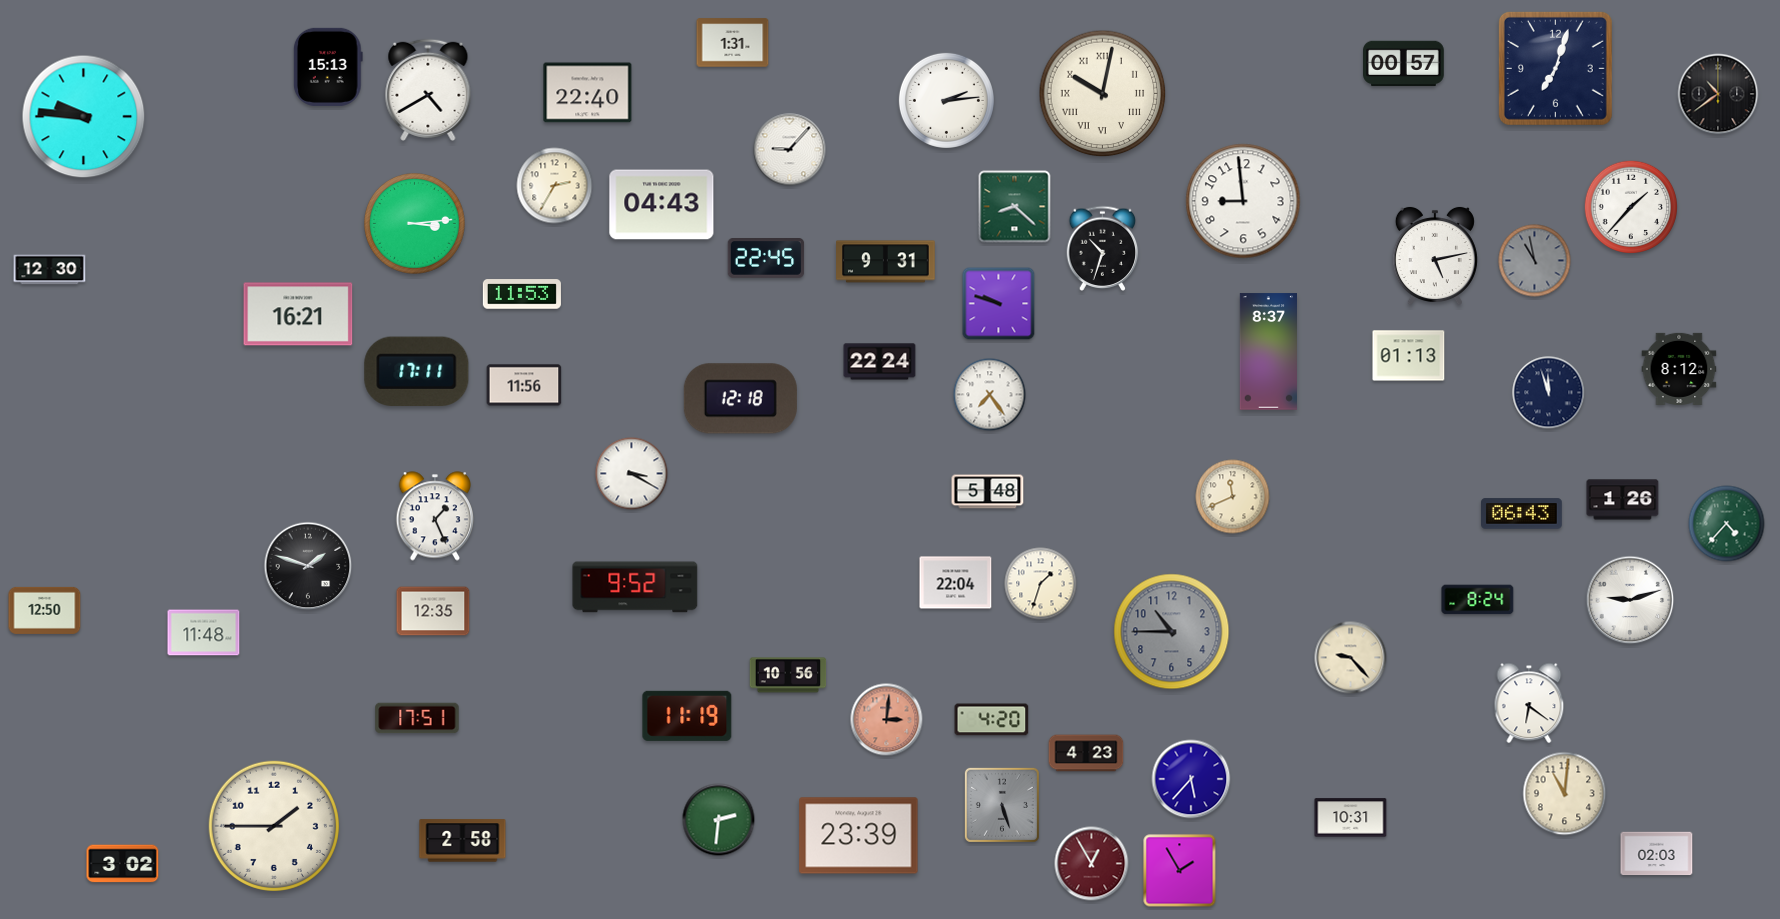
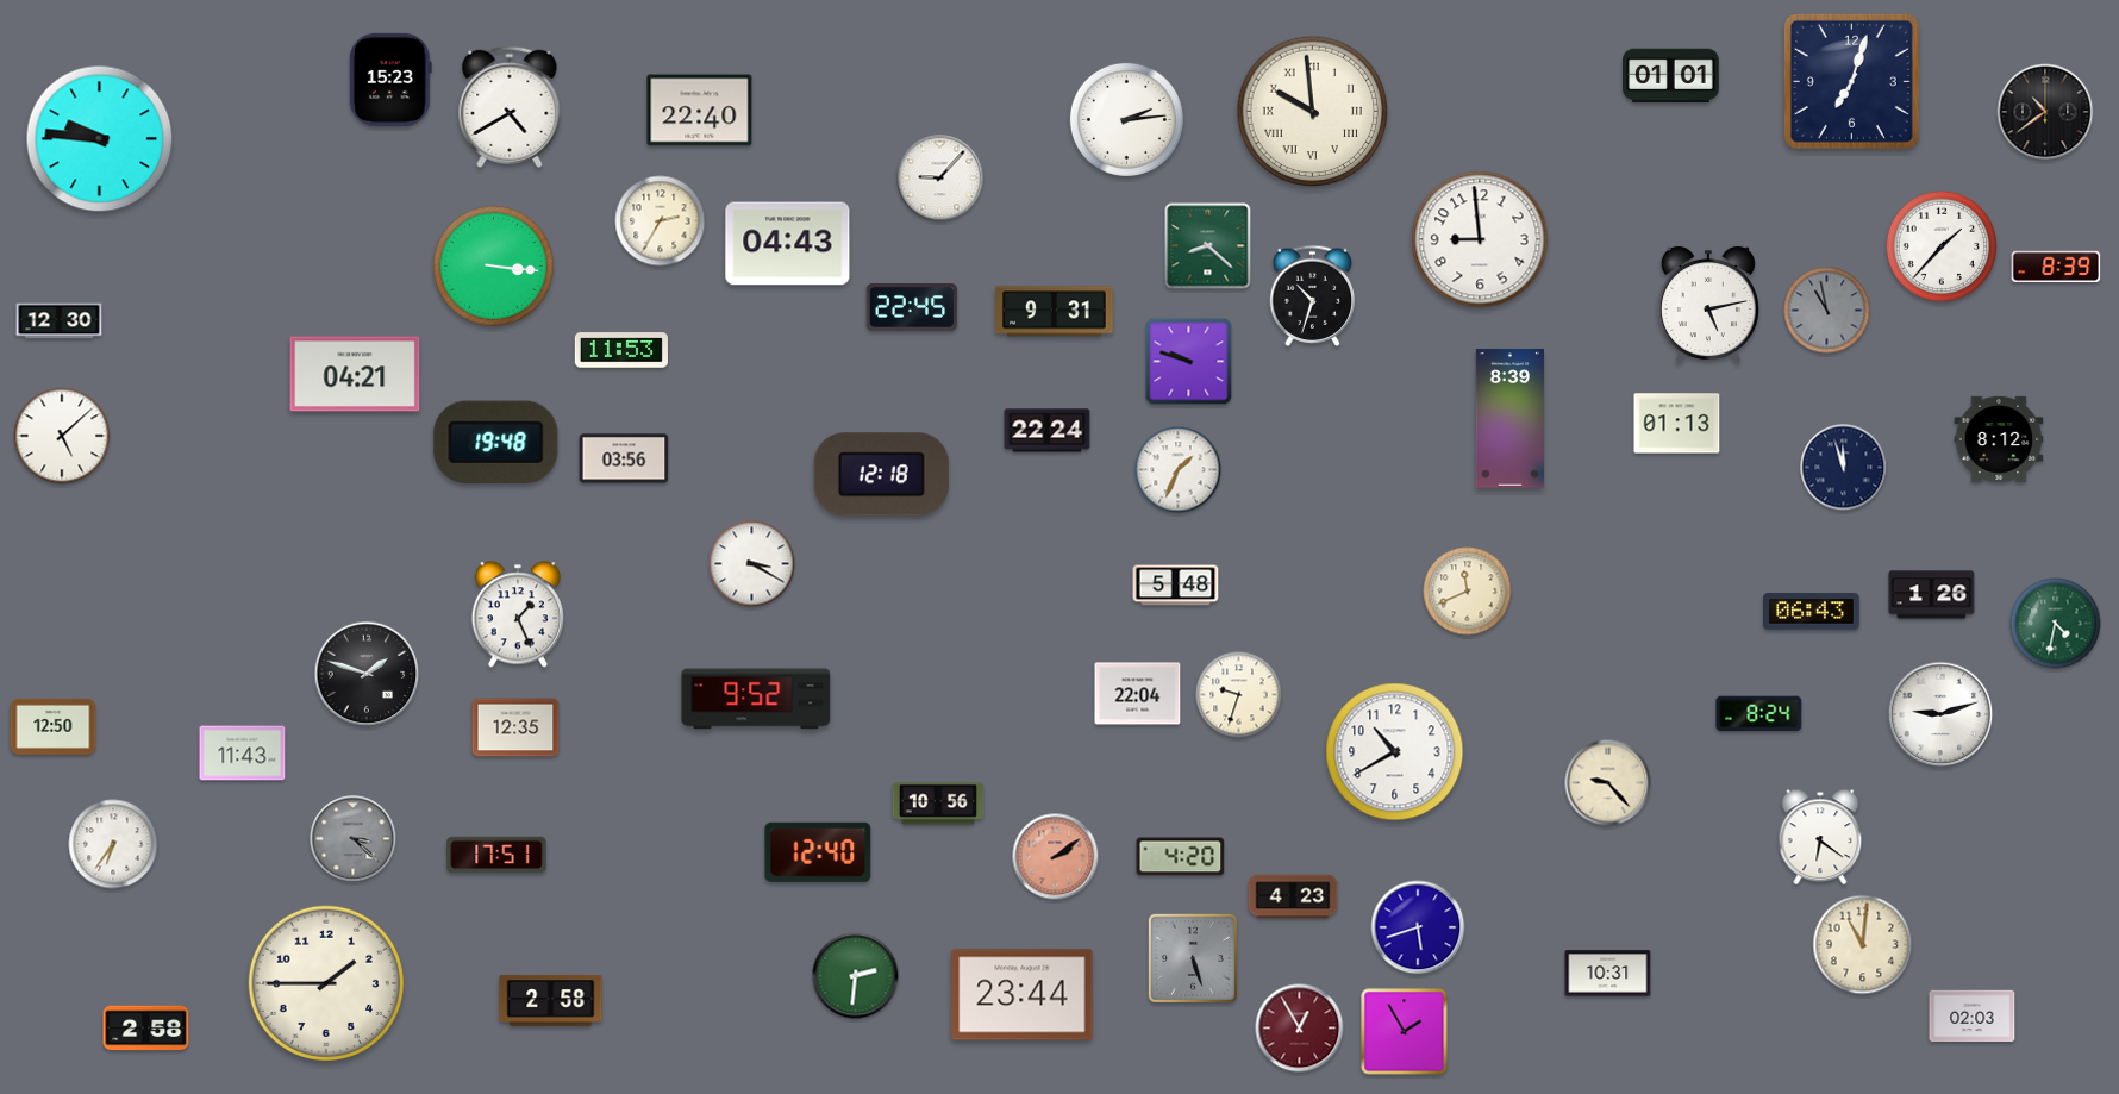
clock at (733, 43): 1:31 -> none
clock at (1404, 64): 00:57 -> 01:01
clock at (328, 67): 15:13 -> 15:23
clock at (1103, 94): 10:02 -> 9:59
clock at (415, 224): 3:14 -> 3:16
clock at (2056, 267): none -> 8:39
clock at (298, 314): 16:21 -> 04:21
clock at (1268, 352): 8:37 -> 8:39
clock at (62, 436): none -> 5:08
clock at (417, 372): 17:11 -> 19:48
clock at (524, 385): 11:56 -> 03:56
clock at (990, 395): 7:24 -> 1:34
clock at (1727, 524): 4:37 -> 4:32
clock at (1041, 584): 1:33 -> 9:33
clock at (1172, 632): 10:45 -> 10:40
clock at (1172, 632) dial: grey -> white
clock at (204, 633): 11:48 -> 11:43
clock at (354, 839): none -> 3:22
clock at (113, 844): none -> 6:36
clock at (687, 716): 11:19 -> 12:40
clock at (887, 720): 3:01 -> 2:09
clock at (1191, 779): 5:37 -> 5:42
clock at (859, 836): 23:39 -> 23:44
clock at (123, 864): 3:02 -> 2:58
clock at (1180, 871) position: (1180, 871) -> (1405, 1032)
